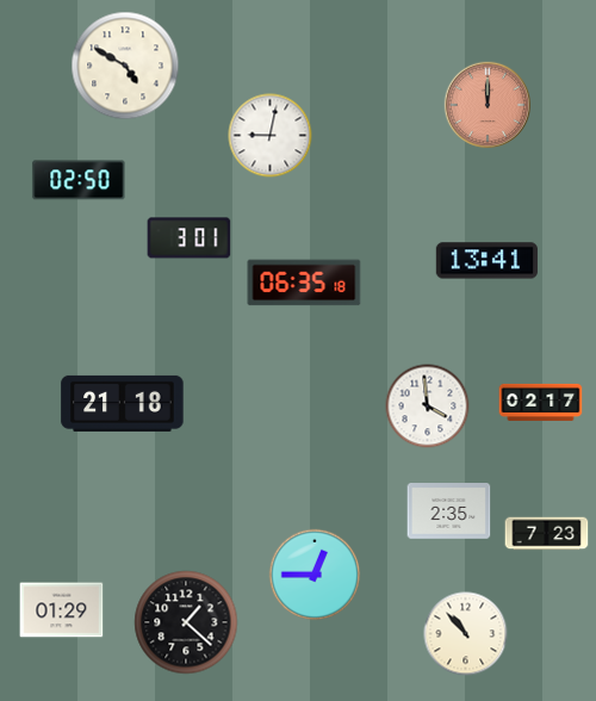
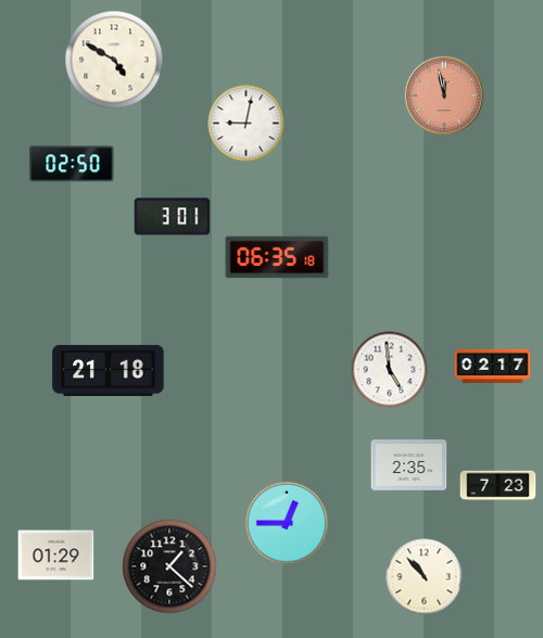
clock at (488, 105): 12:00 -> 11:58
clock at (486, 261): 13:41 -> none
clock at (123, 403) position: (123, 403) -> (109, 370)
clock at (428, 407): 3:59 -> 4:59
